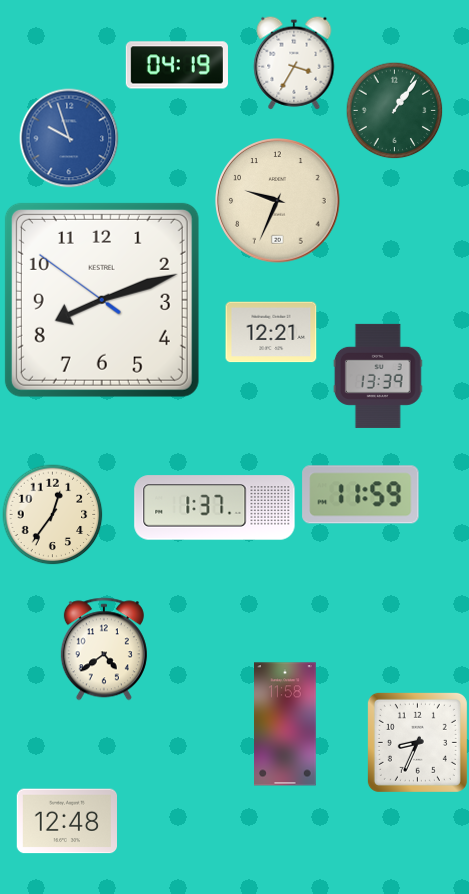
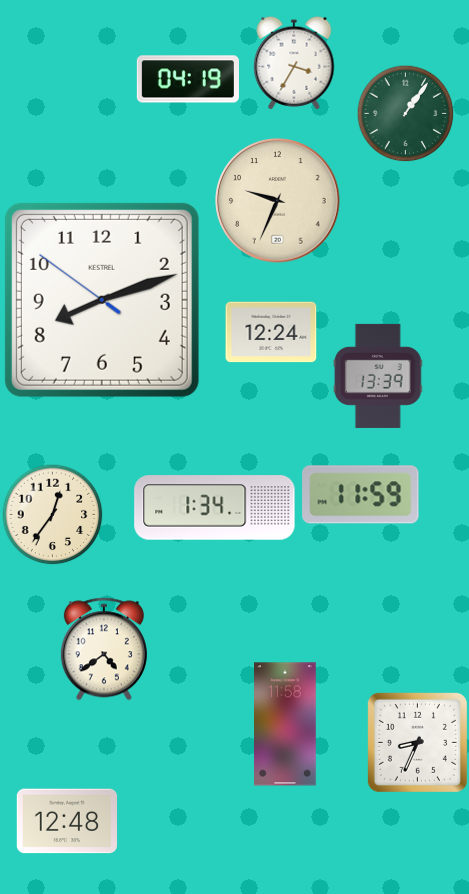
clock at (177, 65) position: (177, 65) -> (188, 79)
clock at (394, 110) position: (394, 110) -> (405, 113)
clock at (69, 138): 9:57 -> none
clock at (271, 332): 12:21 -> 12:24
clock at (215, 508): 1:37 -> 1:34
